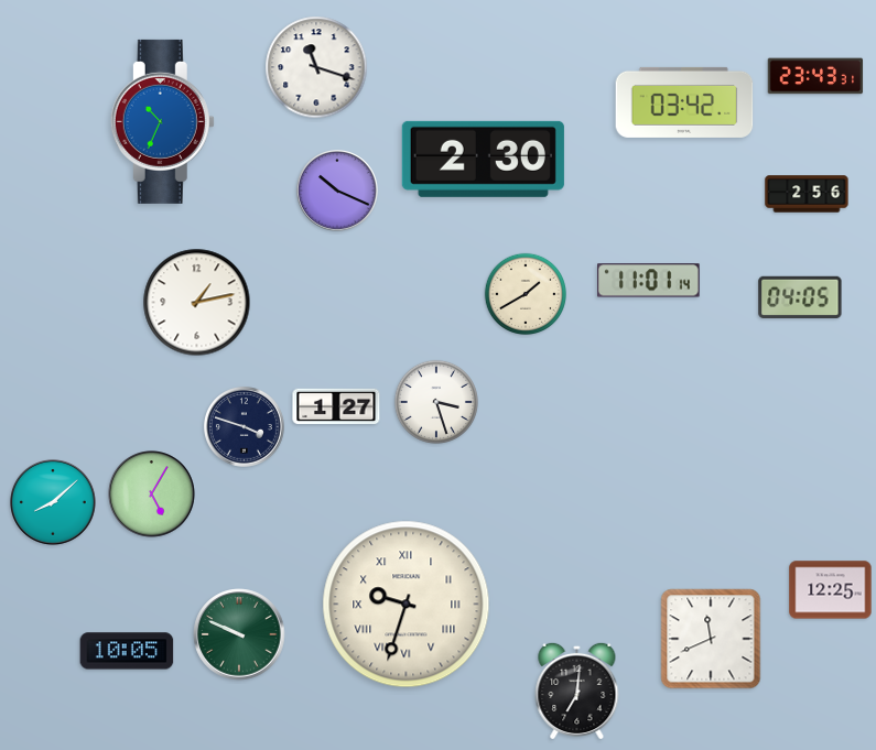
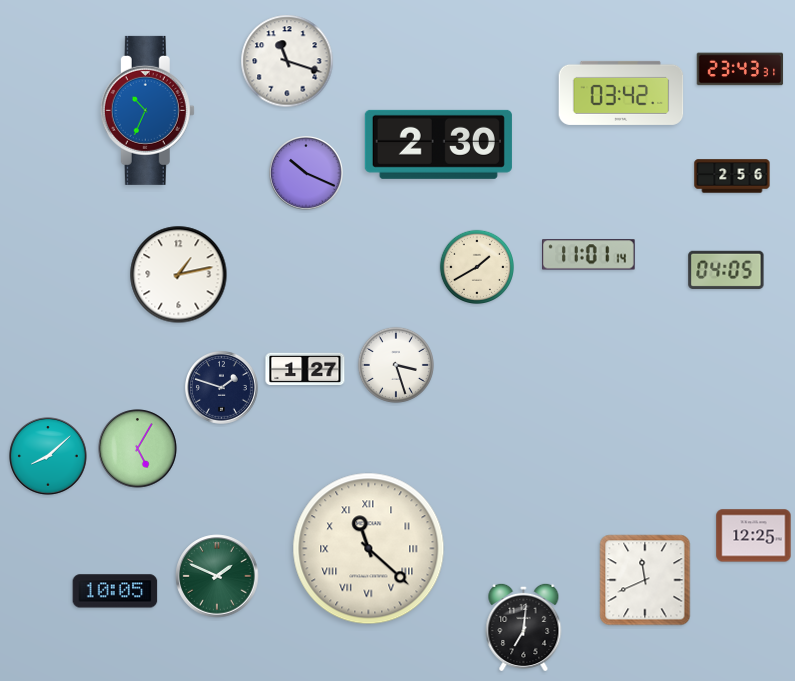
clock at (245, 427): 3:48 -> 1:48
clock at (407, 605): 9:33 -> 11:22
clock at (239, 634): 9:49 -> 1:49
